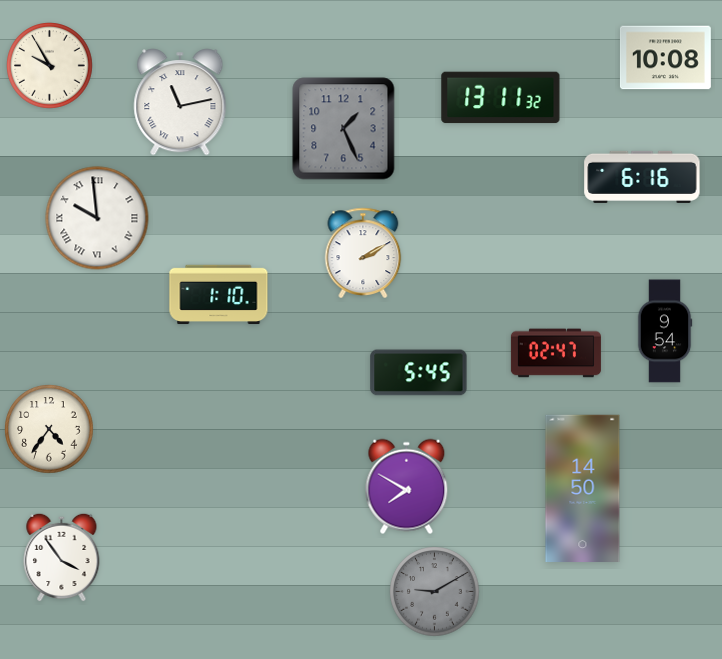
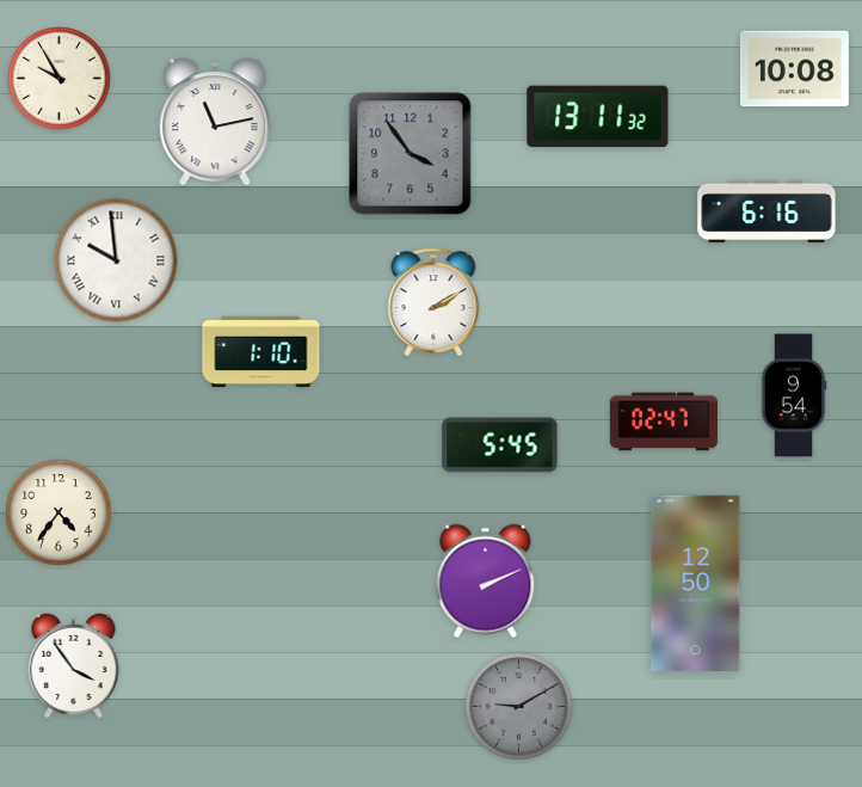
clock at (344, 129): 1:26 -> 3:54
clock at (407, 487): 7:50 -> 2:11
clock at (583, 489): 14:50 -> 12:50
